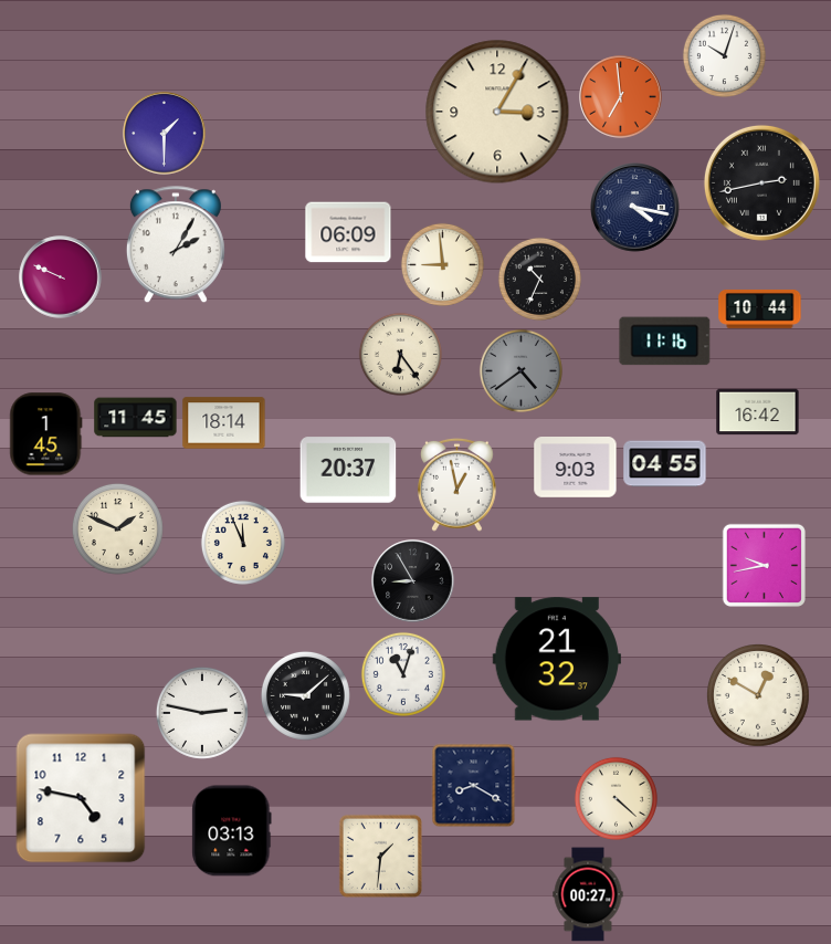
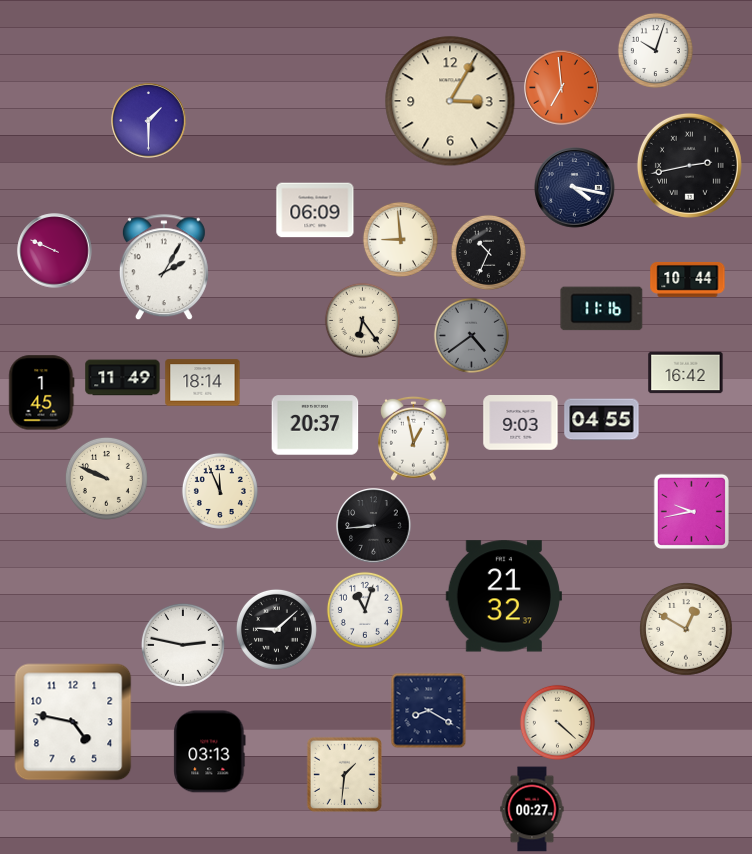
clock at (176, 245) position: (176, 245) -> (164, 268)
clock at (136, 418): 11:45 -> 11:49
clock at (117, 528): 1:49 -> 9:49
clock at (413, 581): 8:55 -> 8:44
